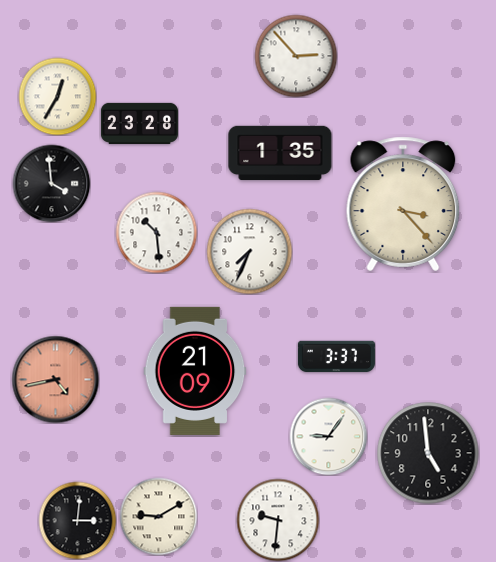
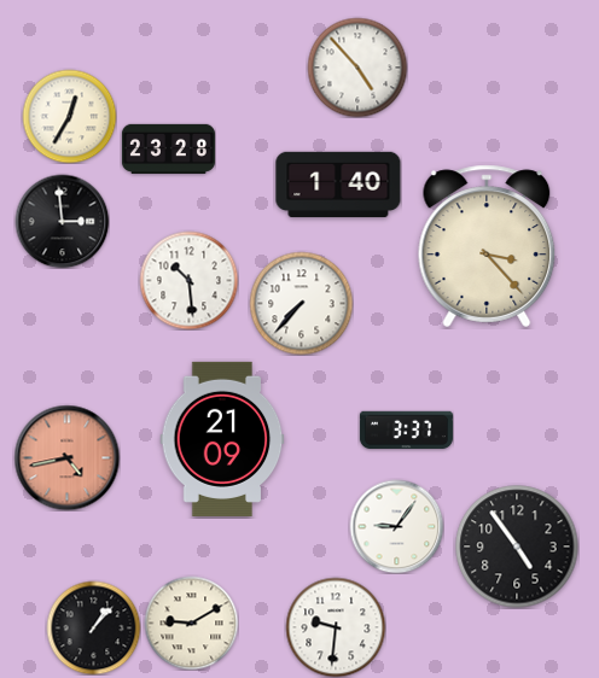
clock at (296, 56): 2:53 -> 4:53
clock at (280, 153): 1:35 -> 1:40
clock at (51, 183): 3:59 -> 2:59
clock at (249, 251): 7:34 -> 7:37
clock at (195, 371) position: (195, 371) -> (222, 439)
clock at (428, 453): 4:59 -> 4:54
clock at (77, 520): 3:01 -> 1:07
